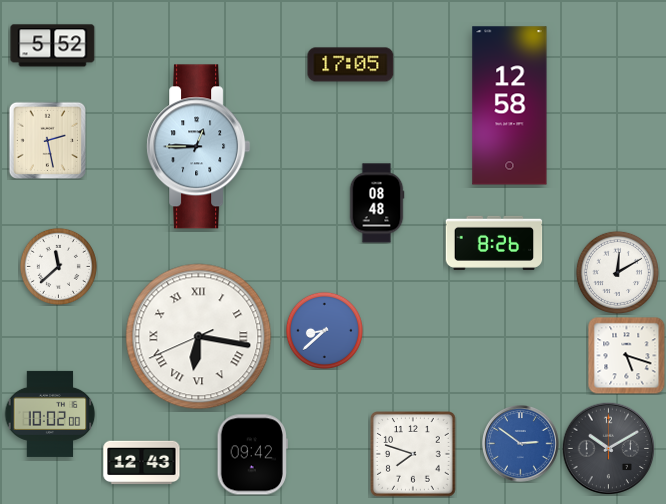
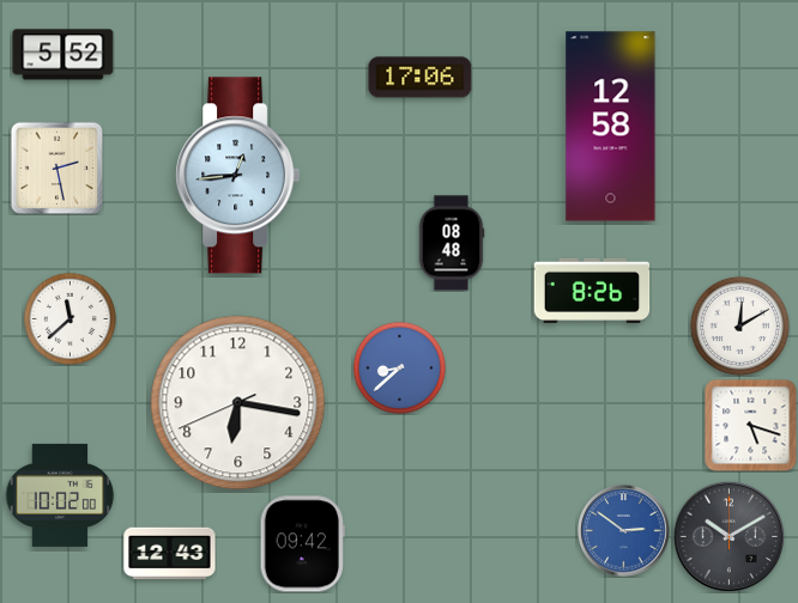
clock at (351, 65): 17:05 -> 17:06
clock at (199, 147): 12:45 -> 12:44
clock at (324, 330) position: (324, 330) -> (399, 367)
clock at (199, 337) numerals: Roman -> Arabic
clock at (414, 455): 7:48 -> none
